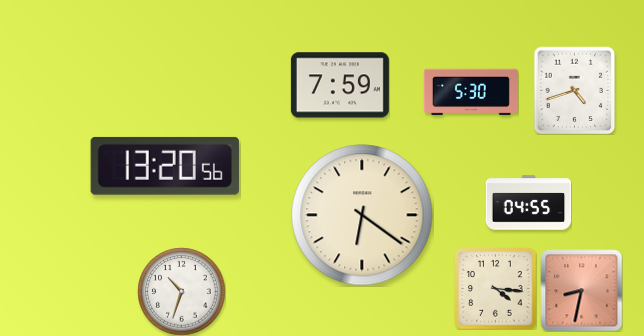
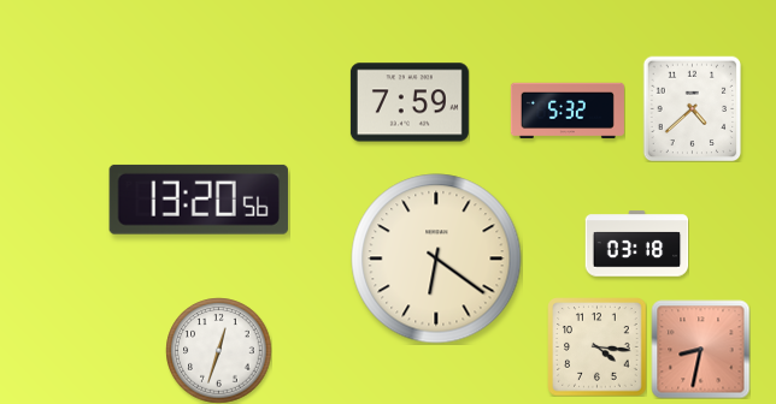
clock at (575, 90): 4:42 -> 4:38
clock at (471, 92): 5:30 -> 5:32
clock at (528, 203): 04:55 -> 03:18
clock at (181, 291): 10:33 -> 12:33
